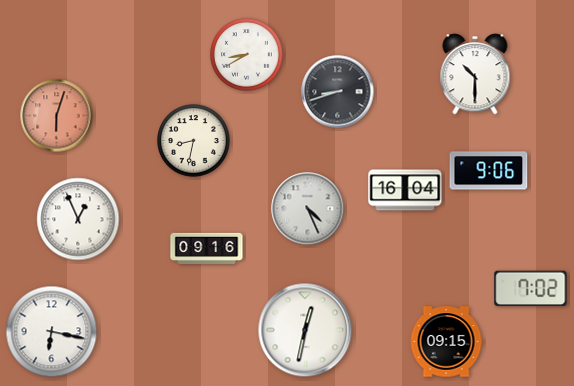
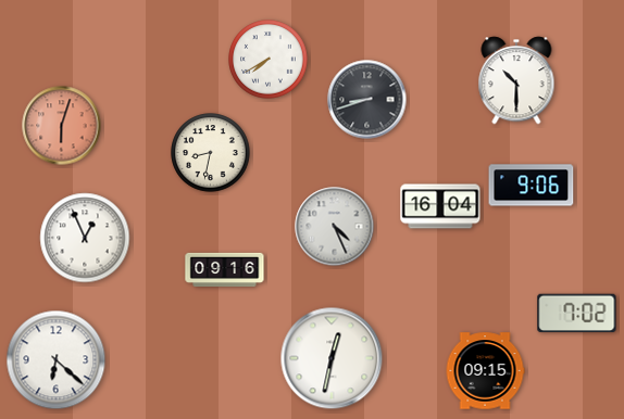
clock at (247, 55): 8:40 -> 7:40
clock at (52, 332): 6:17 -> 6:22
